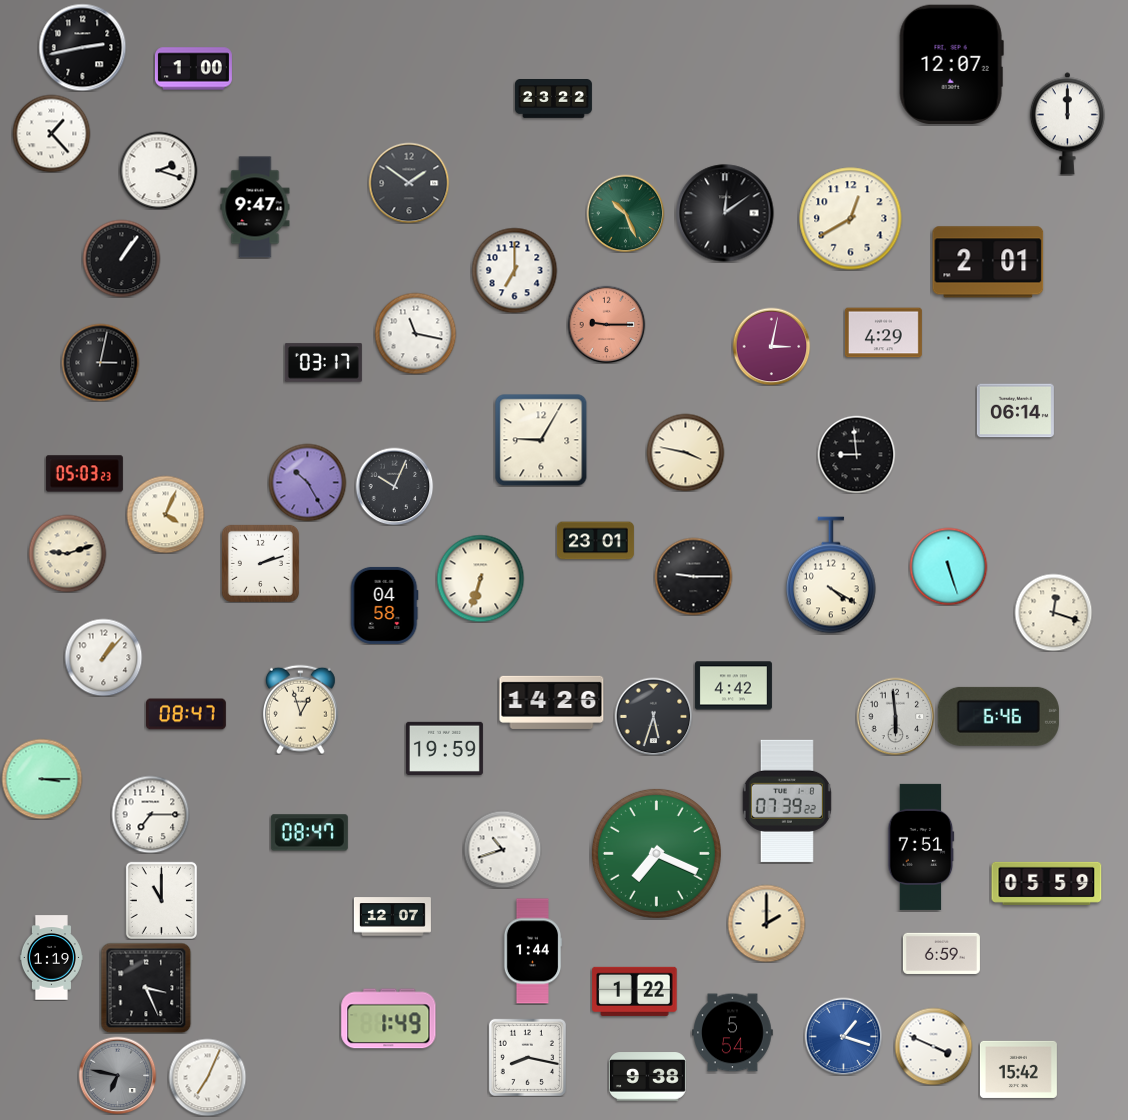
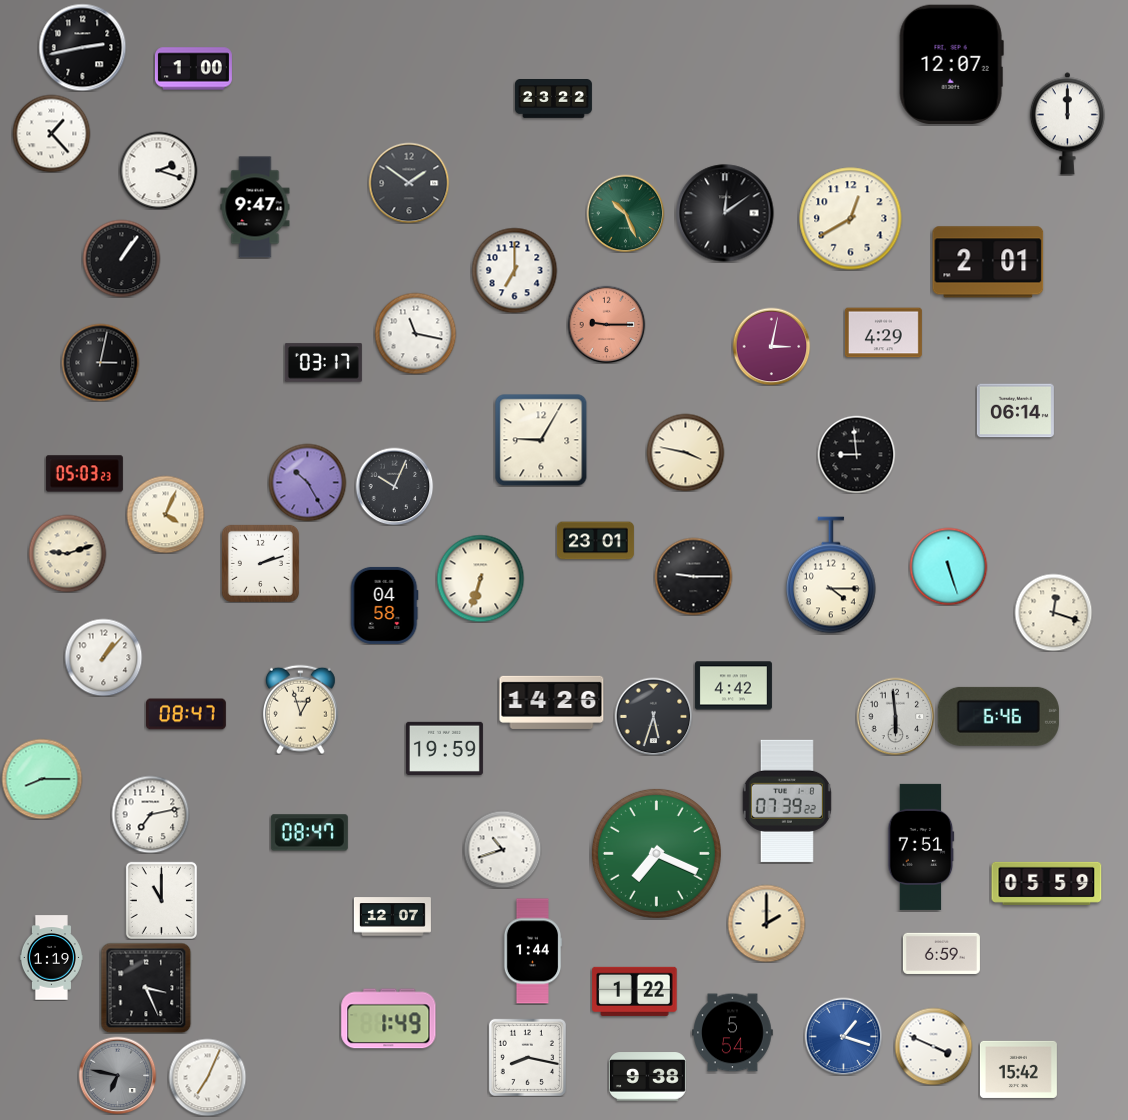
clock at (832, 575): 4:20 -> 4:15
clock at (42, 779): 3:15 -> 8:15
clock at (150, 814): 7:15 -> 7:13
